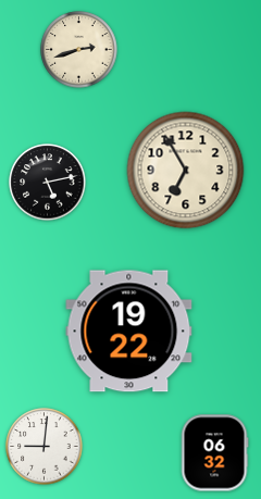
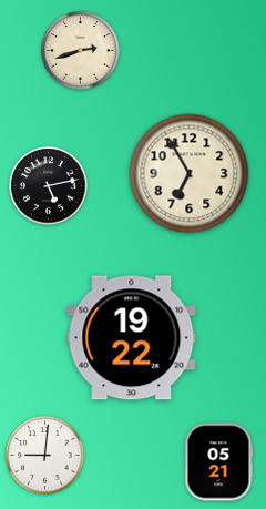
clock at (214, 453): 06:32 -> 05:21
